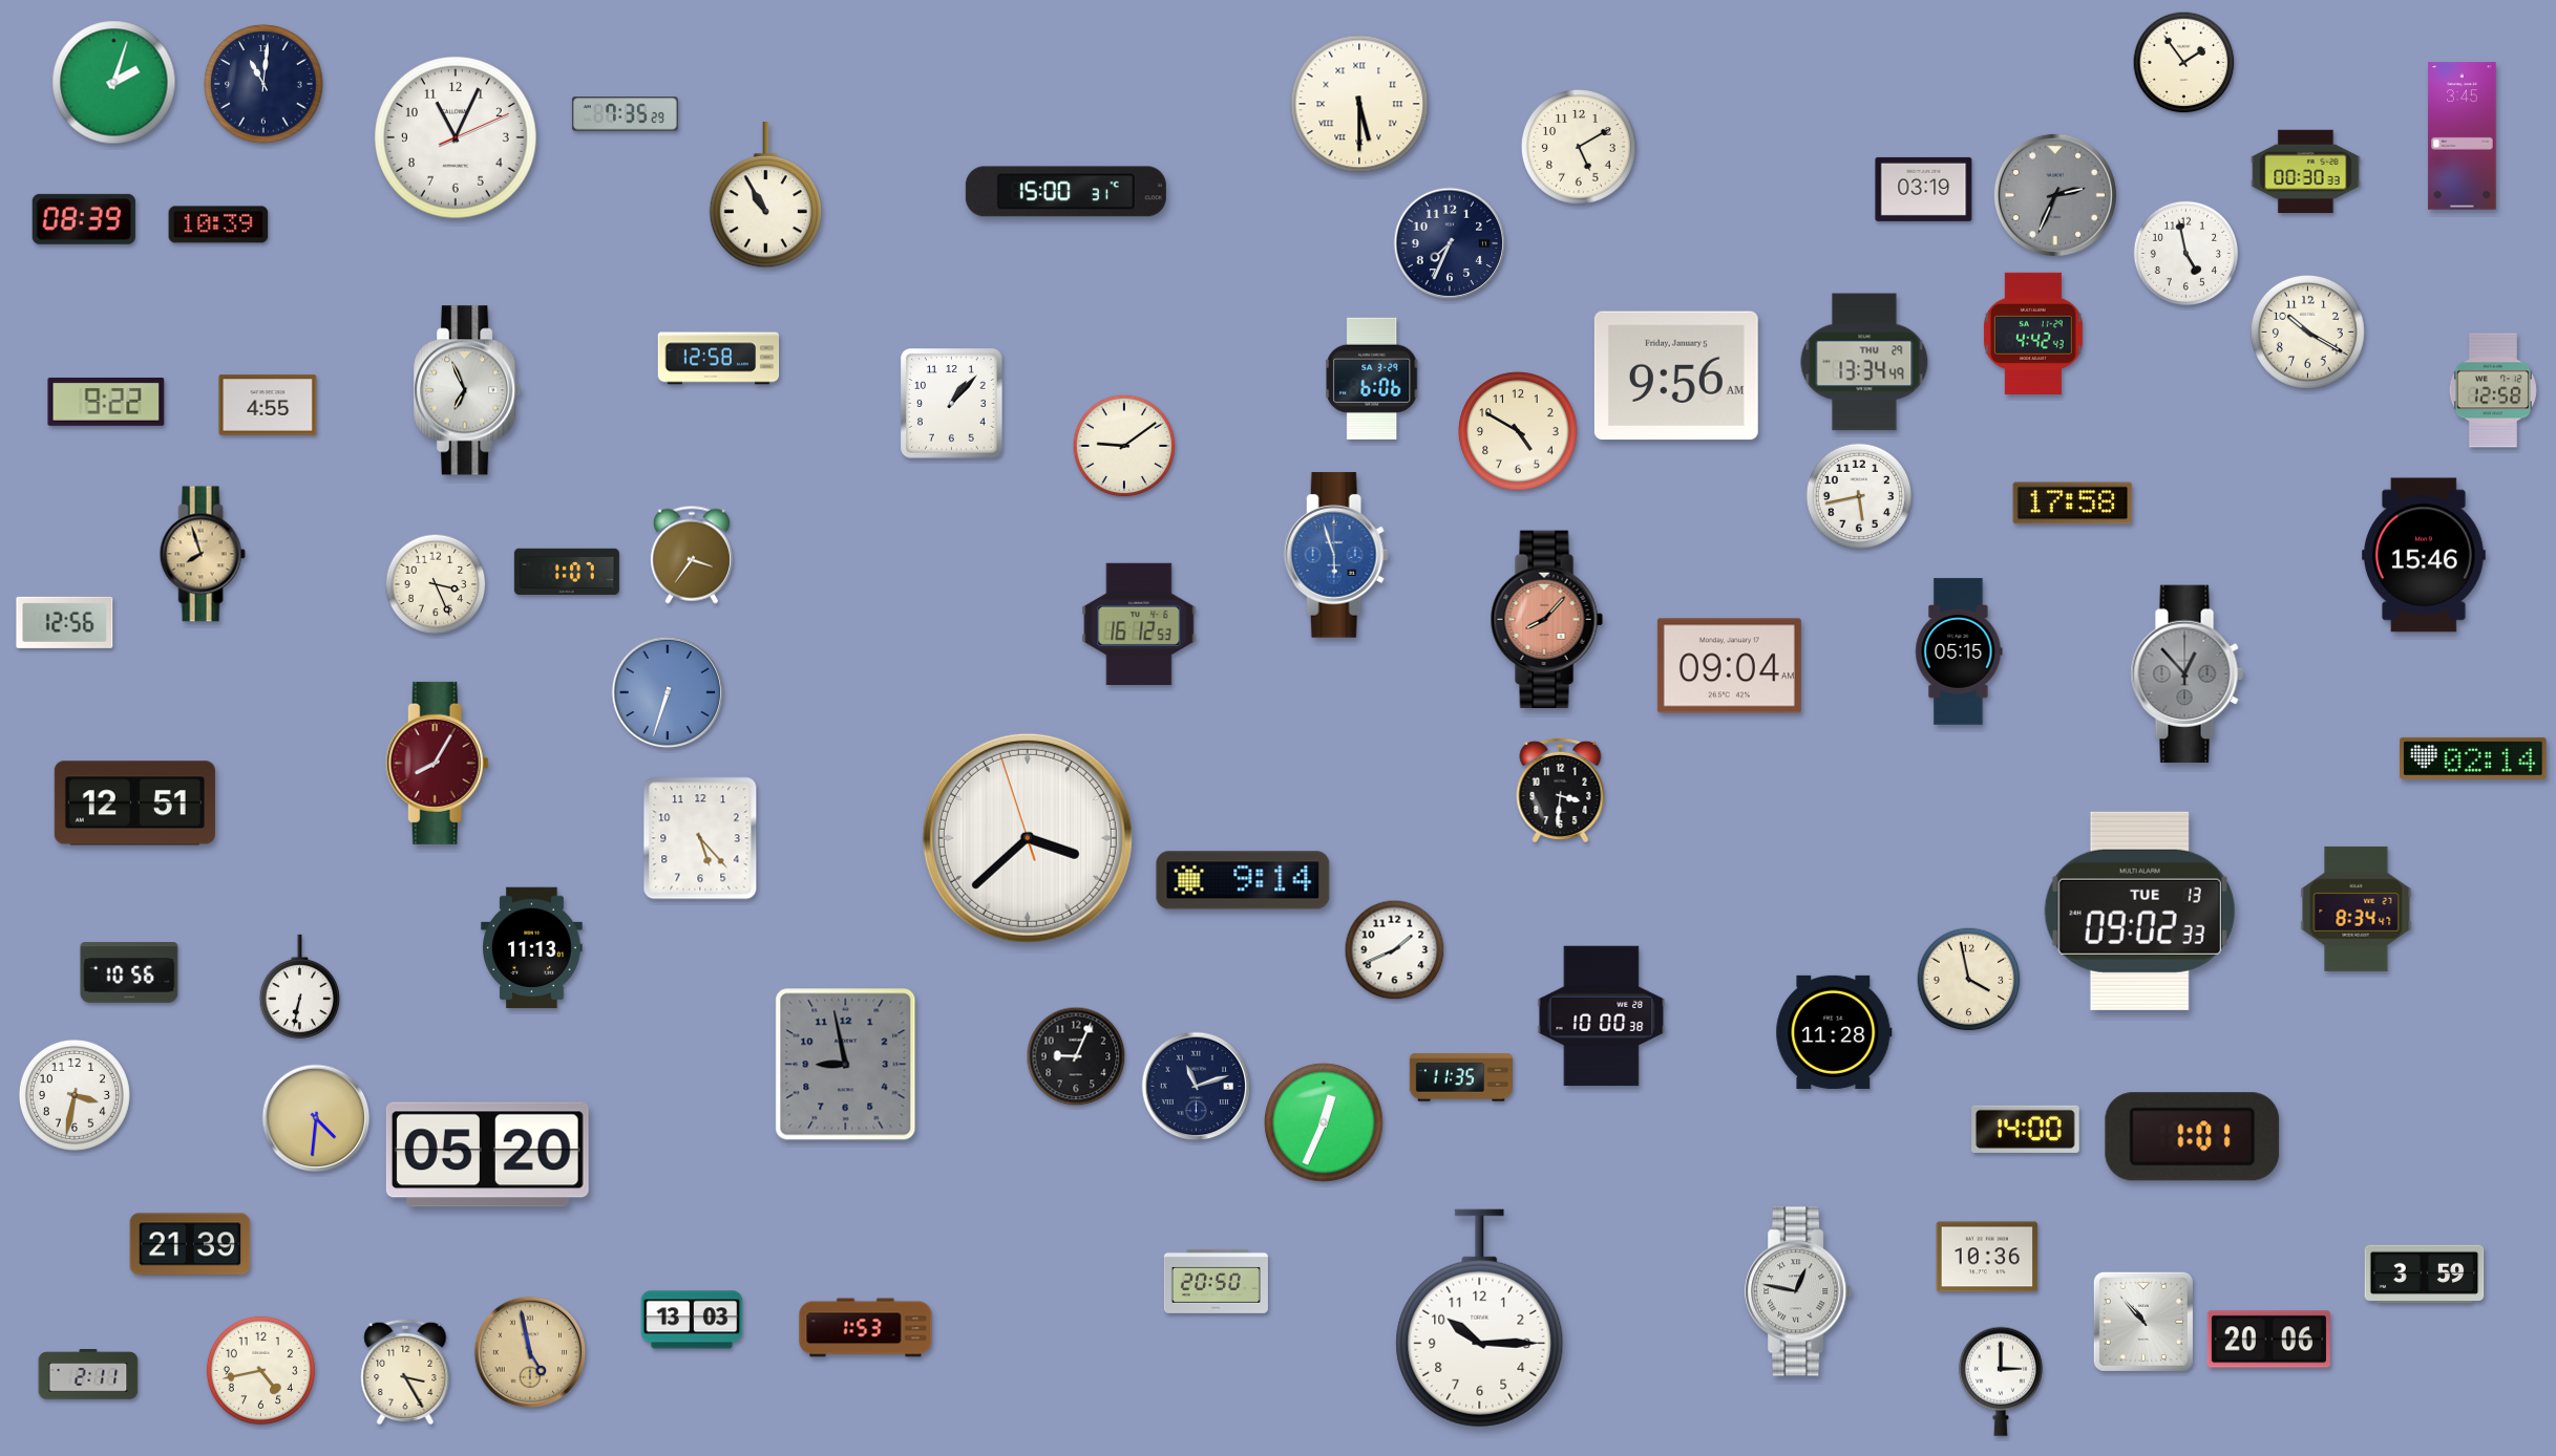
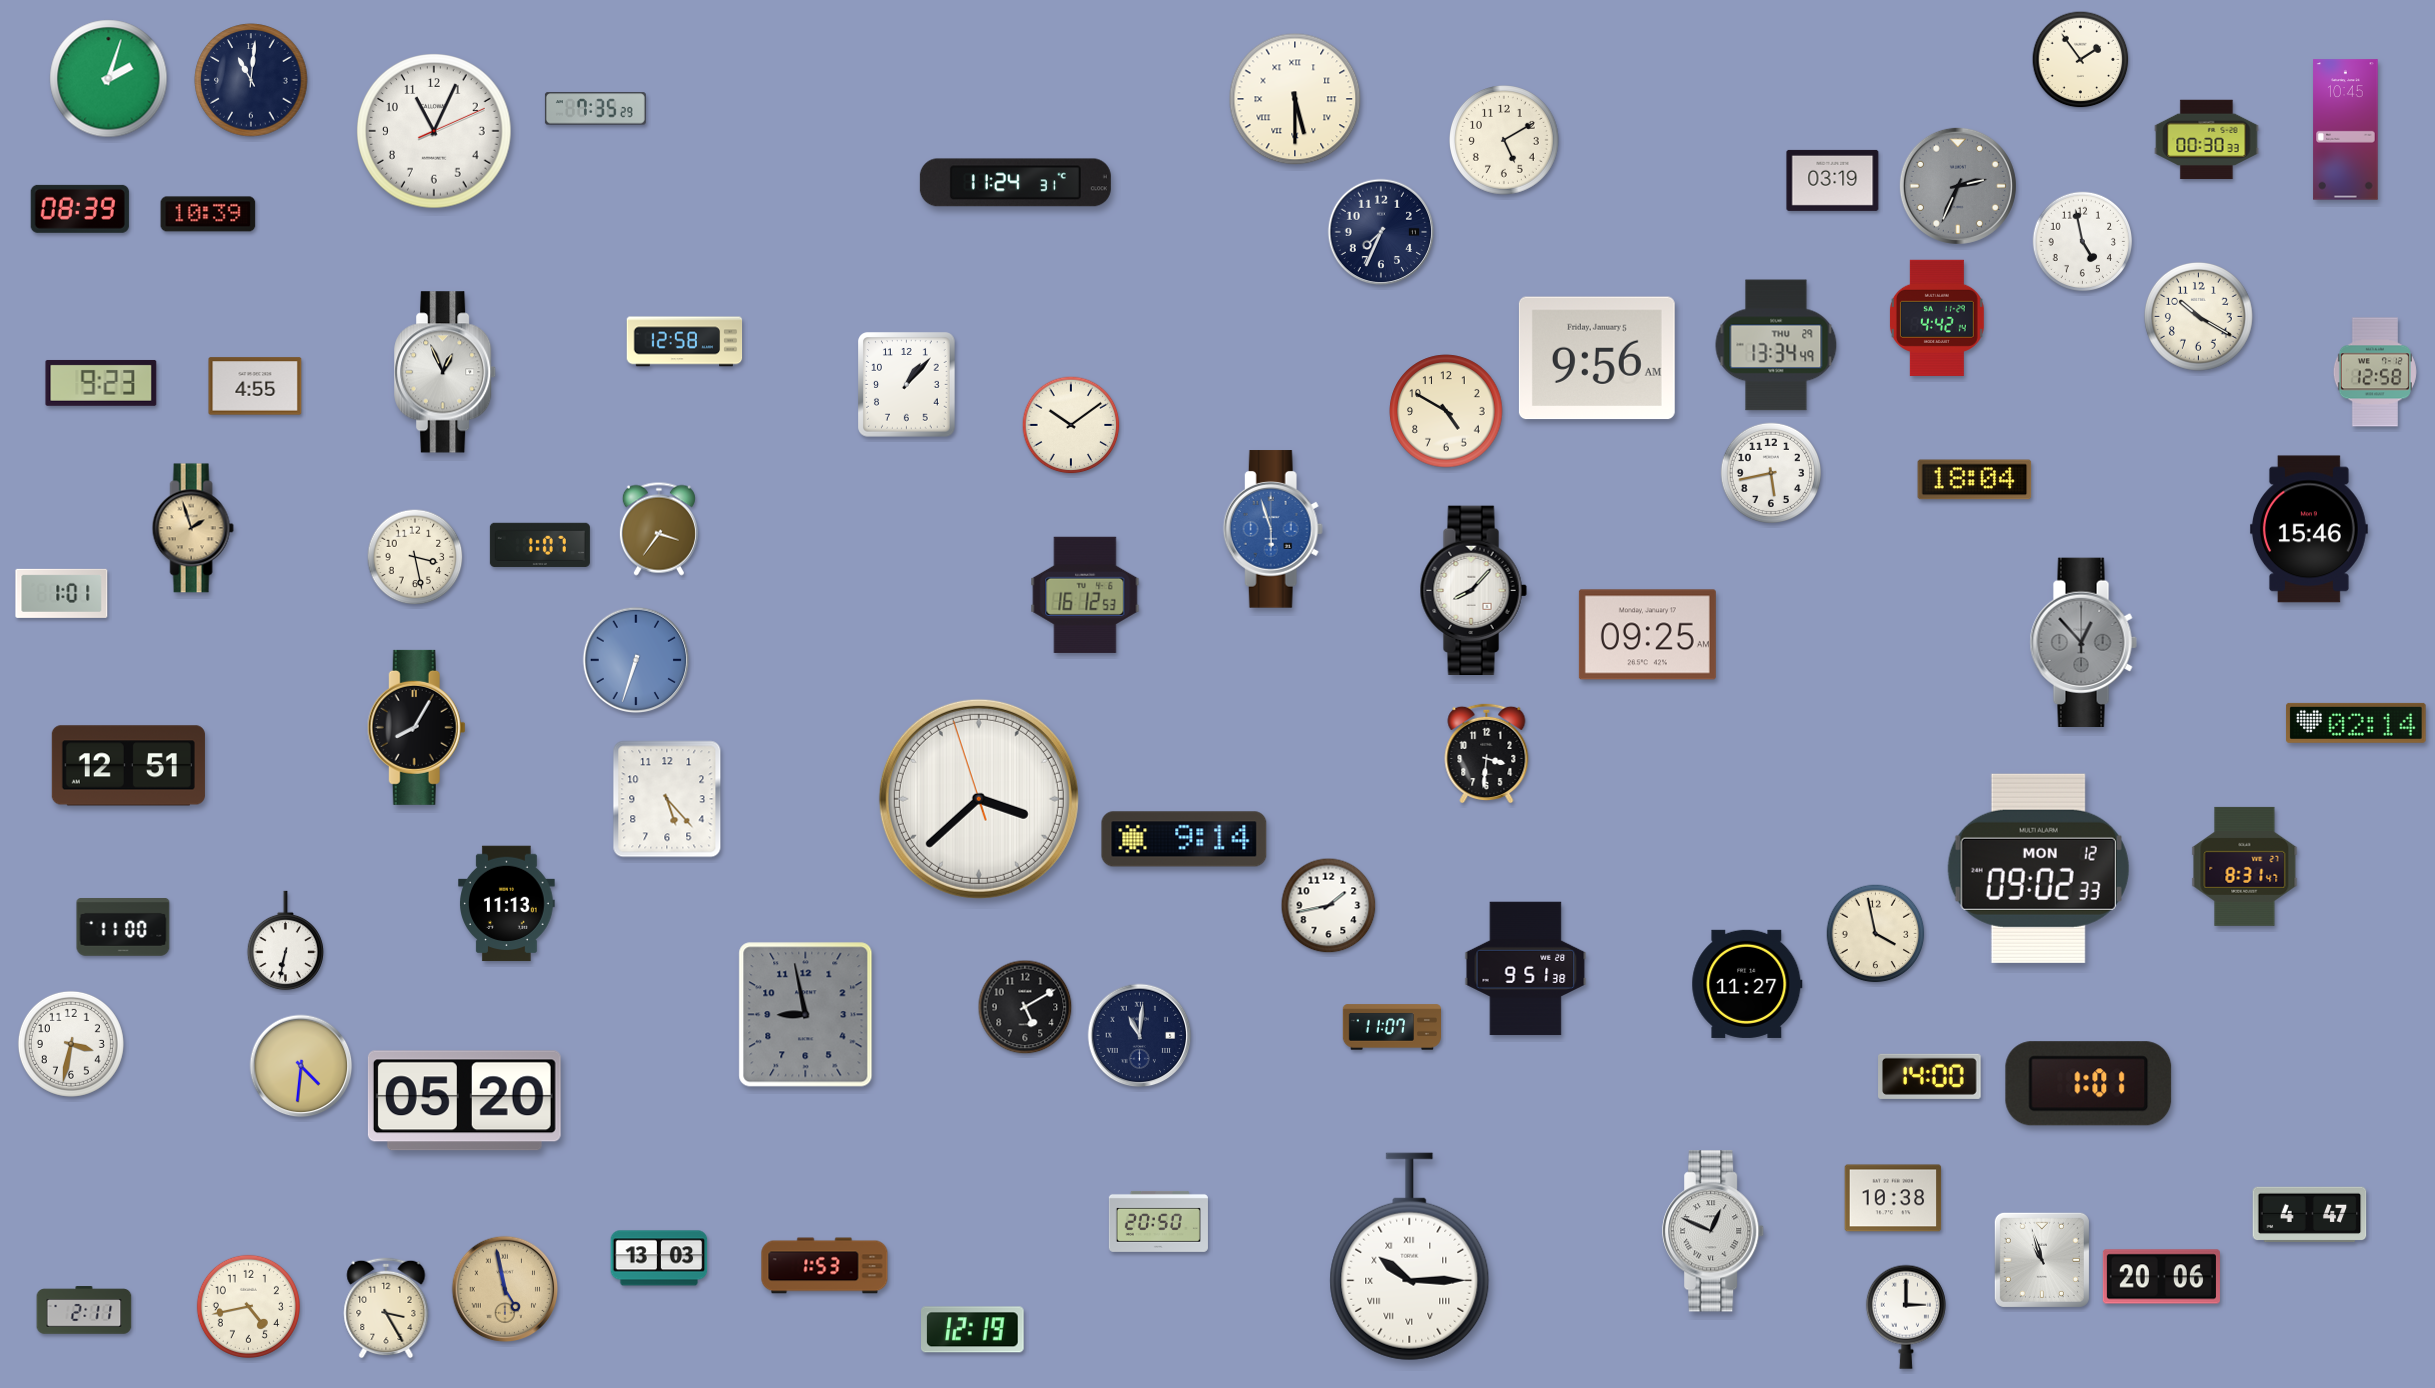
clock at (2463, 136): 3:45 -> 10:45
clock at (2306, 172) position: (2306, 172) -> (2207, 140)
clock at (1065, 192): 15:00 -> 11:24
clock at (765, 196): 10:55 -> none
clock at (2033, 334): 4:42:43 -> 4:42:14
clock at (1373, 379): 6:06 -> none
clock at (468, 390): 6:56 -> 12:56
clock at (106, 402): 9:22 -> 9:23
clock at (1124, 446): 9:09 -> 10:09
clock at (2073, 504): 17:58 -> 18:04
clock at (203, 554): 7:57 -> 1:57
clock at (436, 584): 3:26 -> 3:28
clock at (1546, 619) dial: salmon -> white
clock at (65, 622): 12:56 -> 1:01
clock at (1959, 651): 05:15 -> none
clock at (1729, 666): 09:04 -> 09:25
clock at (437, 763) dial: burgundy -> black
clock at (2357, 908): 8:34 -> 8:31
clock at (2139, 911) date: TUE 13 -> MON 12
clock at (1395, 950): 1:41 -> 1:43
clock at (129, 973): 10:56 -> 11:00
clock at (1602, 1016): 10:00 -> 9:51
clock at (1834, 1032): 11:28 -> 11:27
clock at (1076, 1056): 9:04 -> 5:10
clock at (1460, 1077): 11:35 -> 11:07
clock at (1197, 1087): 11:12 -> 11:01
clock at (1324, 1122): 12:34 -> none
clock at (190, 1244): 21:39 -> none
clock at (1987, 1257): 10:36 -> 10:38
clock at (2425, 1275): 3:59 -> 4:47
clock at (1799, 1291): 12:47 -> 12:49
clock at (1480, 1319) numerals: Arabic -> Roman
clock at (2143, 1322): 10:53 -> 10:57
clock at (973, 1330): none -> 12:19
